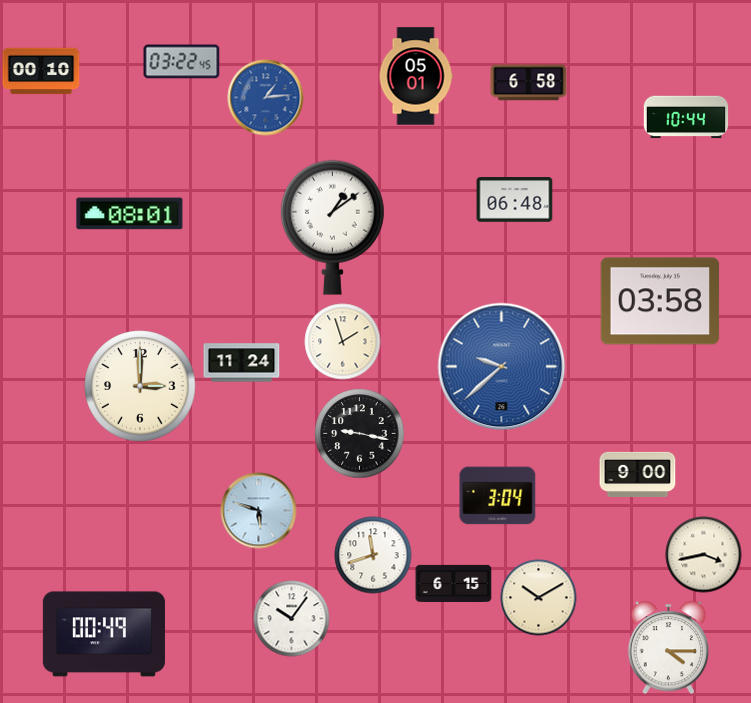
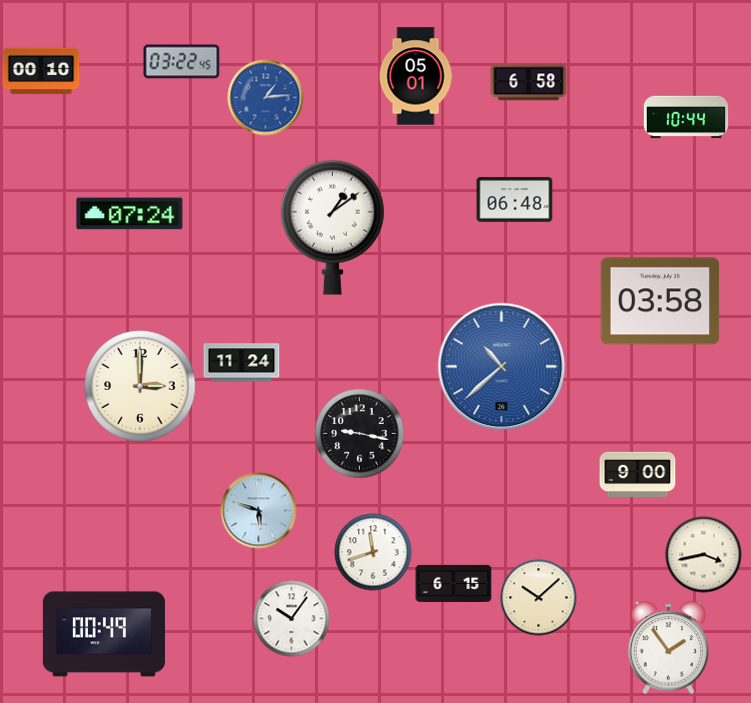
clock at (130, 214): 08:01 -> 07:24
clock at (343, 342): 1:57 -> none
clock at (502, 367): 9:38 -> 10:38
clock at (498, 496): 3:04 -> none
clock at (373, 555) position: (373, 555) -> (373, 552)
clock at (539, 598): 10:10 -> 10:08
clock at (669, 648): 4:15 -> 1:54
